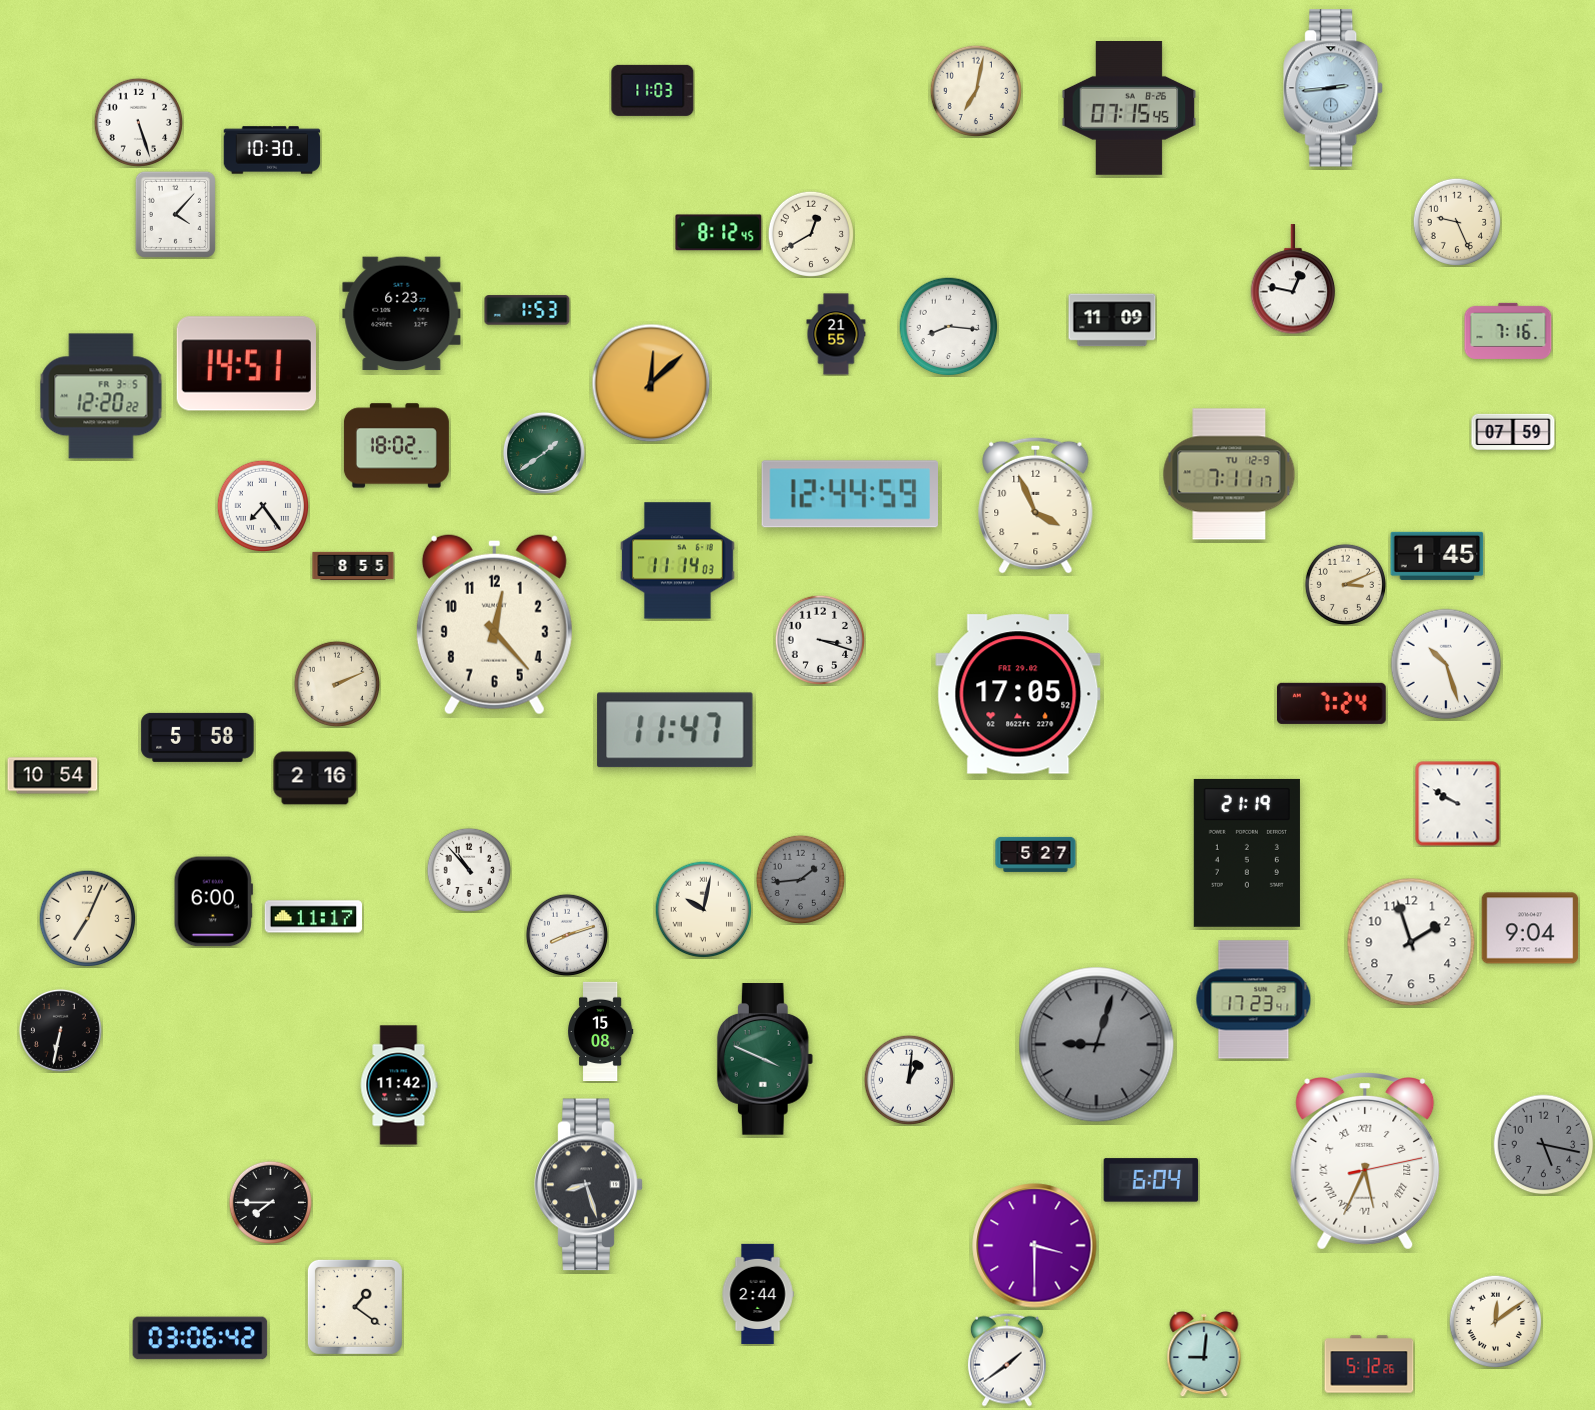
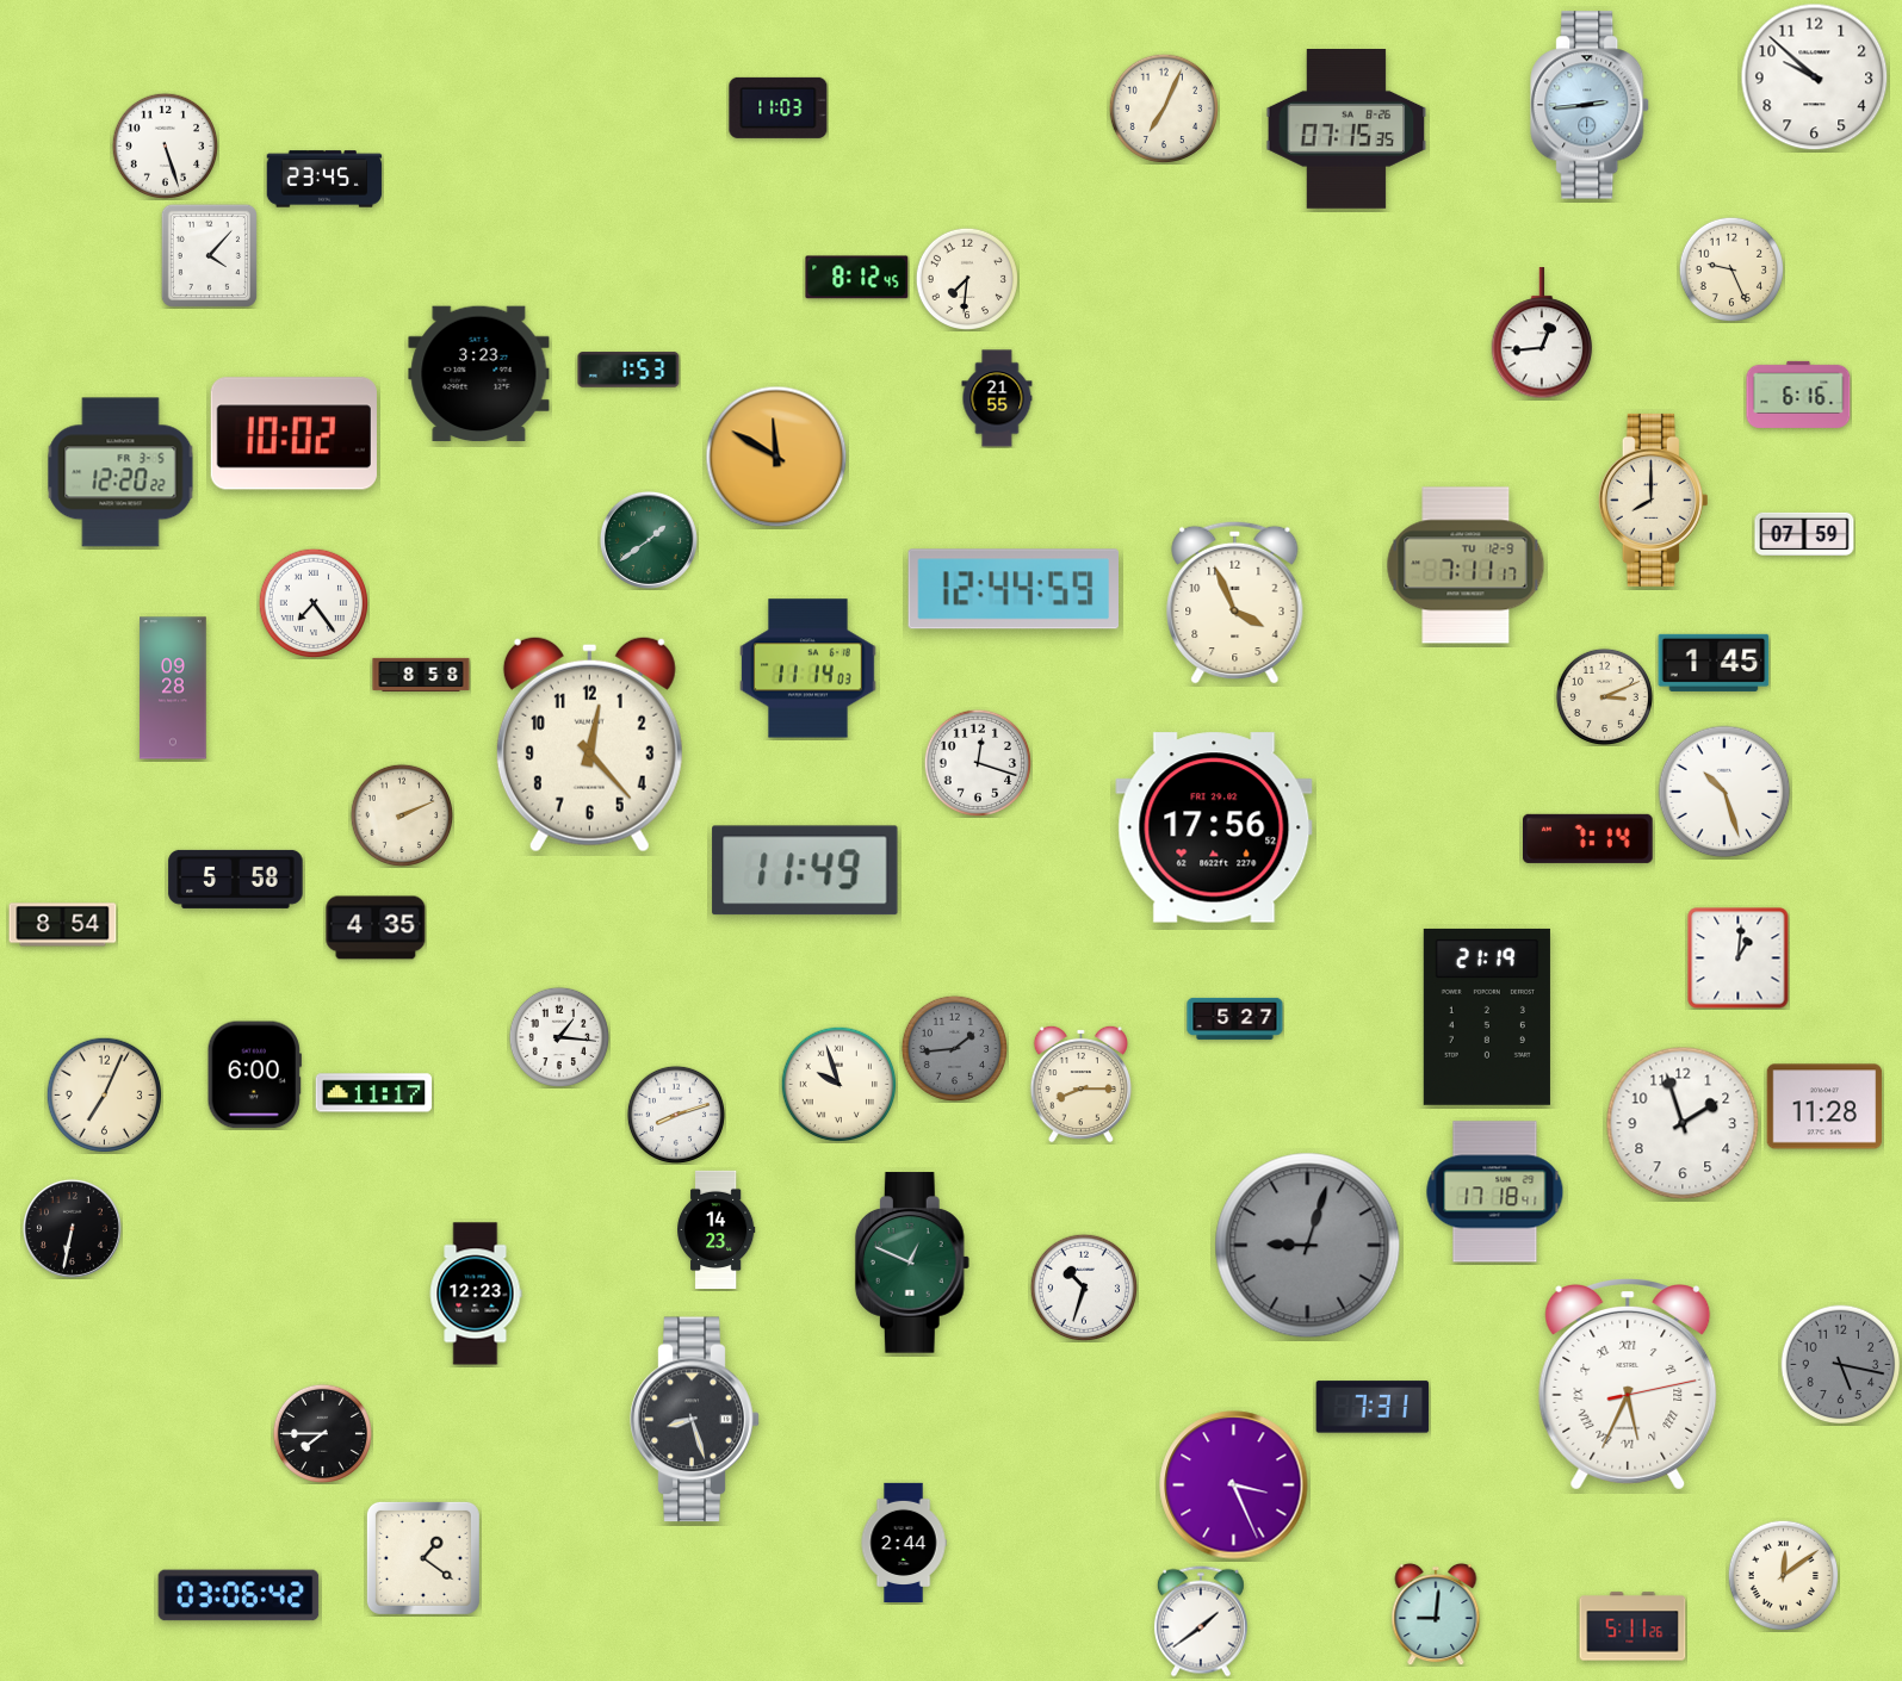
clock at (1815, 77): none -> 9:52
clock at (976, 91): 7:02 -> 7:04
clock at (1129, 108): 07:15:45 -> 07:15:35
clock at (272, 150): 10:30 -> 23:45
clock at (1456, 221) position: (1456, 221) -> (1730, 268)
clock at (810, 233): 12:40 -> 7:31
clock at (1293, 280): 12:47 -> 12:44
clock at (402, 314): 6:23 -> 3:23
clock at (1112, 320): 11:09 -> none
clock at (949, 327): 8:16 -> none
clock at (1508, 331): 7:16 -> 6:16
clock at (246, 364): 14:51 -> 10:02
clock at (651, 383): 12:08 -> 11:50
clock at (1653, 500): none -> 8:00
clock at (1513, 432) position: (1513, 432) -> (1804, 534)
clock at (396, 446): 18:02 -> none
clock at (353, 565): 8:55 -> 8:58
clock at (173, 688): none -> 09:28
clock at (819, 639): 3:18 -> 12:18
clock at (1018, 694): 17:05 -> 17:56
clock at (1332, 703): 7:24 -> 7:14
clock at (675, 730): 11:47 -> 11:49
clock at (53, 776): 10:54 -> 8:54
clock at (315, 778): 2:16 -> 4:35
clock at (1458, 804): 9:50 -> 1:01
clock at (469, 870): 10:53 -> 1:16
clock at (703, 909): 10:02 -> 9:57
clock at (1080, 1084): none -> 8:15
clock at (1530, 928): 9:04 -> 11:28
clock at (1254, 1000): 17:23 -> 17:18
clock at (600, 1032): 15:08 -> 14:23
clock at (765, 1059): 3:49 -> 12:49
clock at (908, 1079): 1:01 -> 10:33
clock at (399, 1085): 11:42 -> 12:23
clock at (1151, 1180): 6:04 -> 7:31
clock at (589, 1185) position: (589, 1185) -> (695, 1420)
clock at (1035, 1246): 3:30 -> 3:26
clock at (1369, 1364): 5:12 -> 5:11
